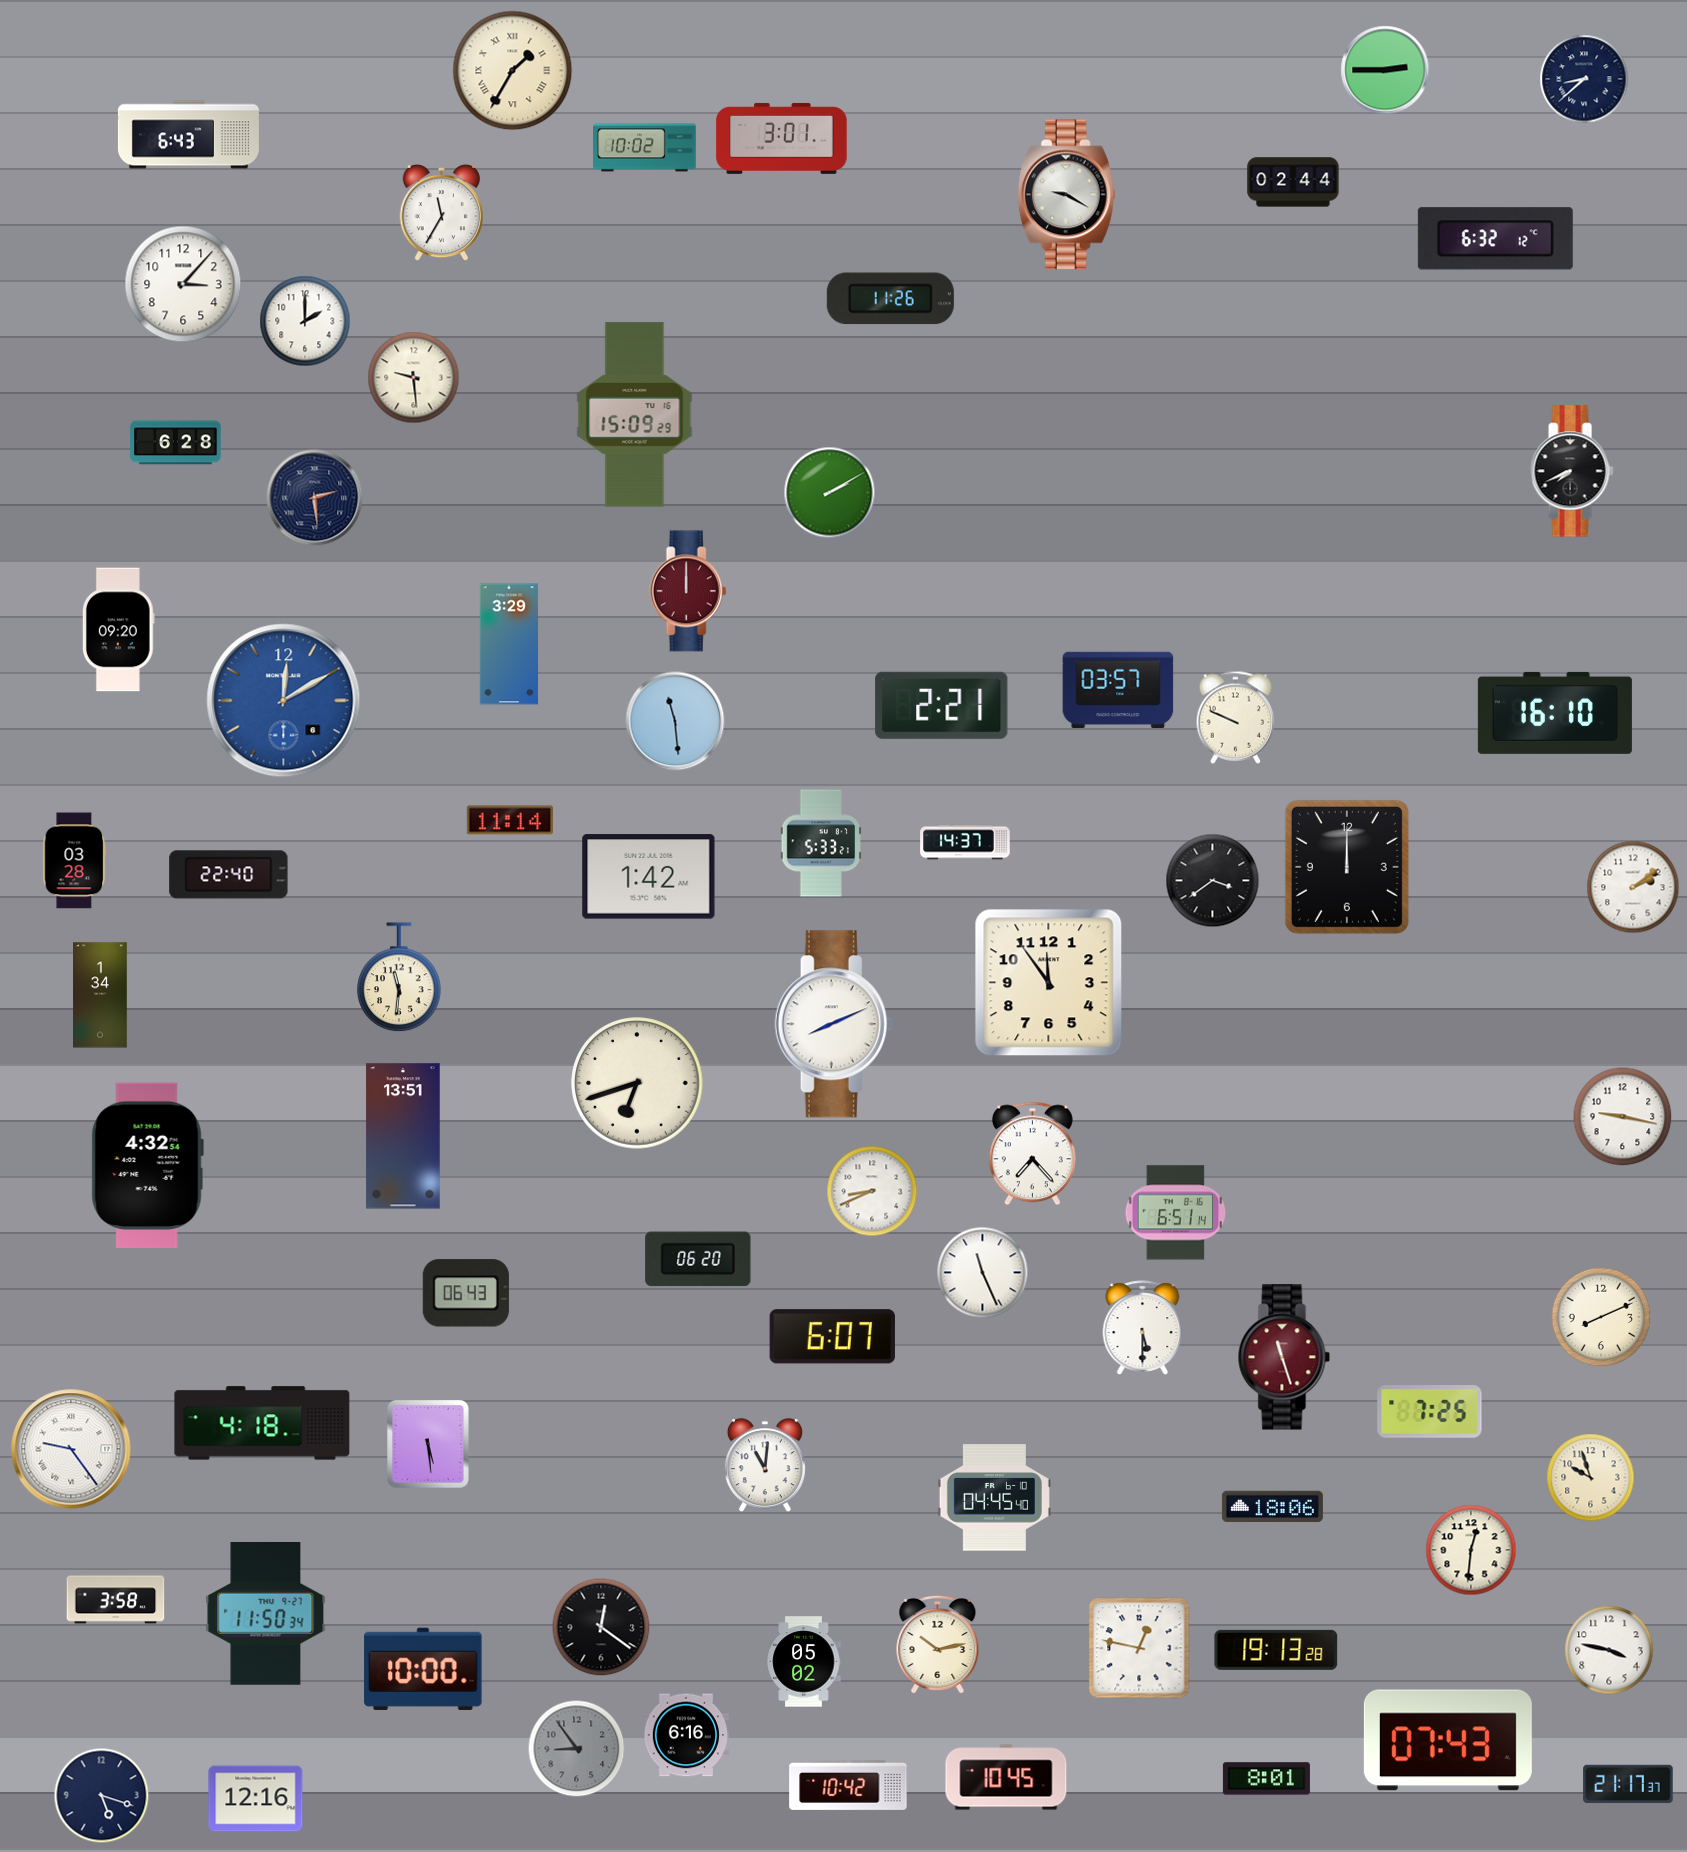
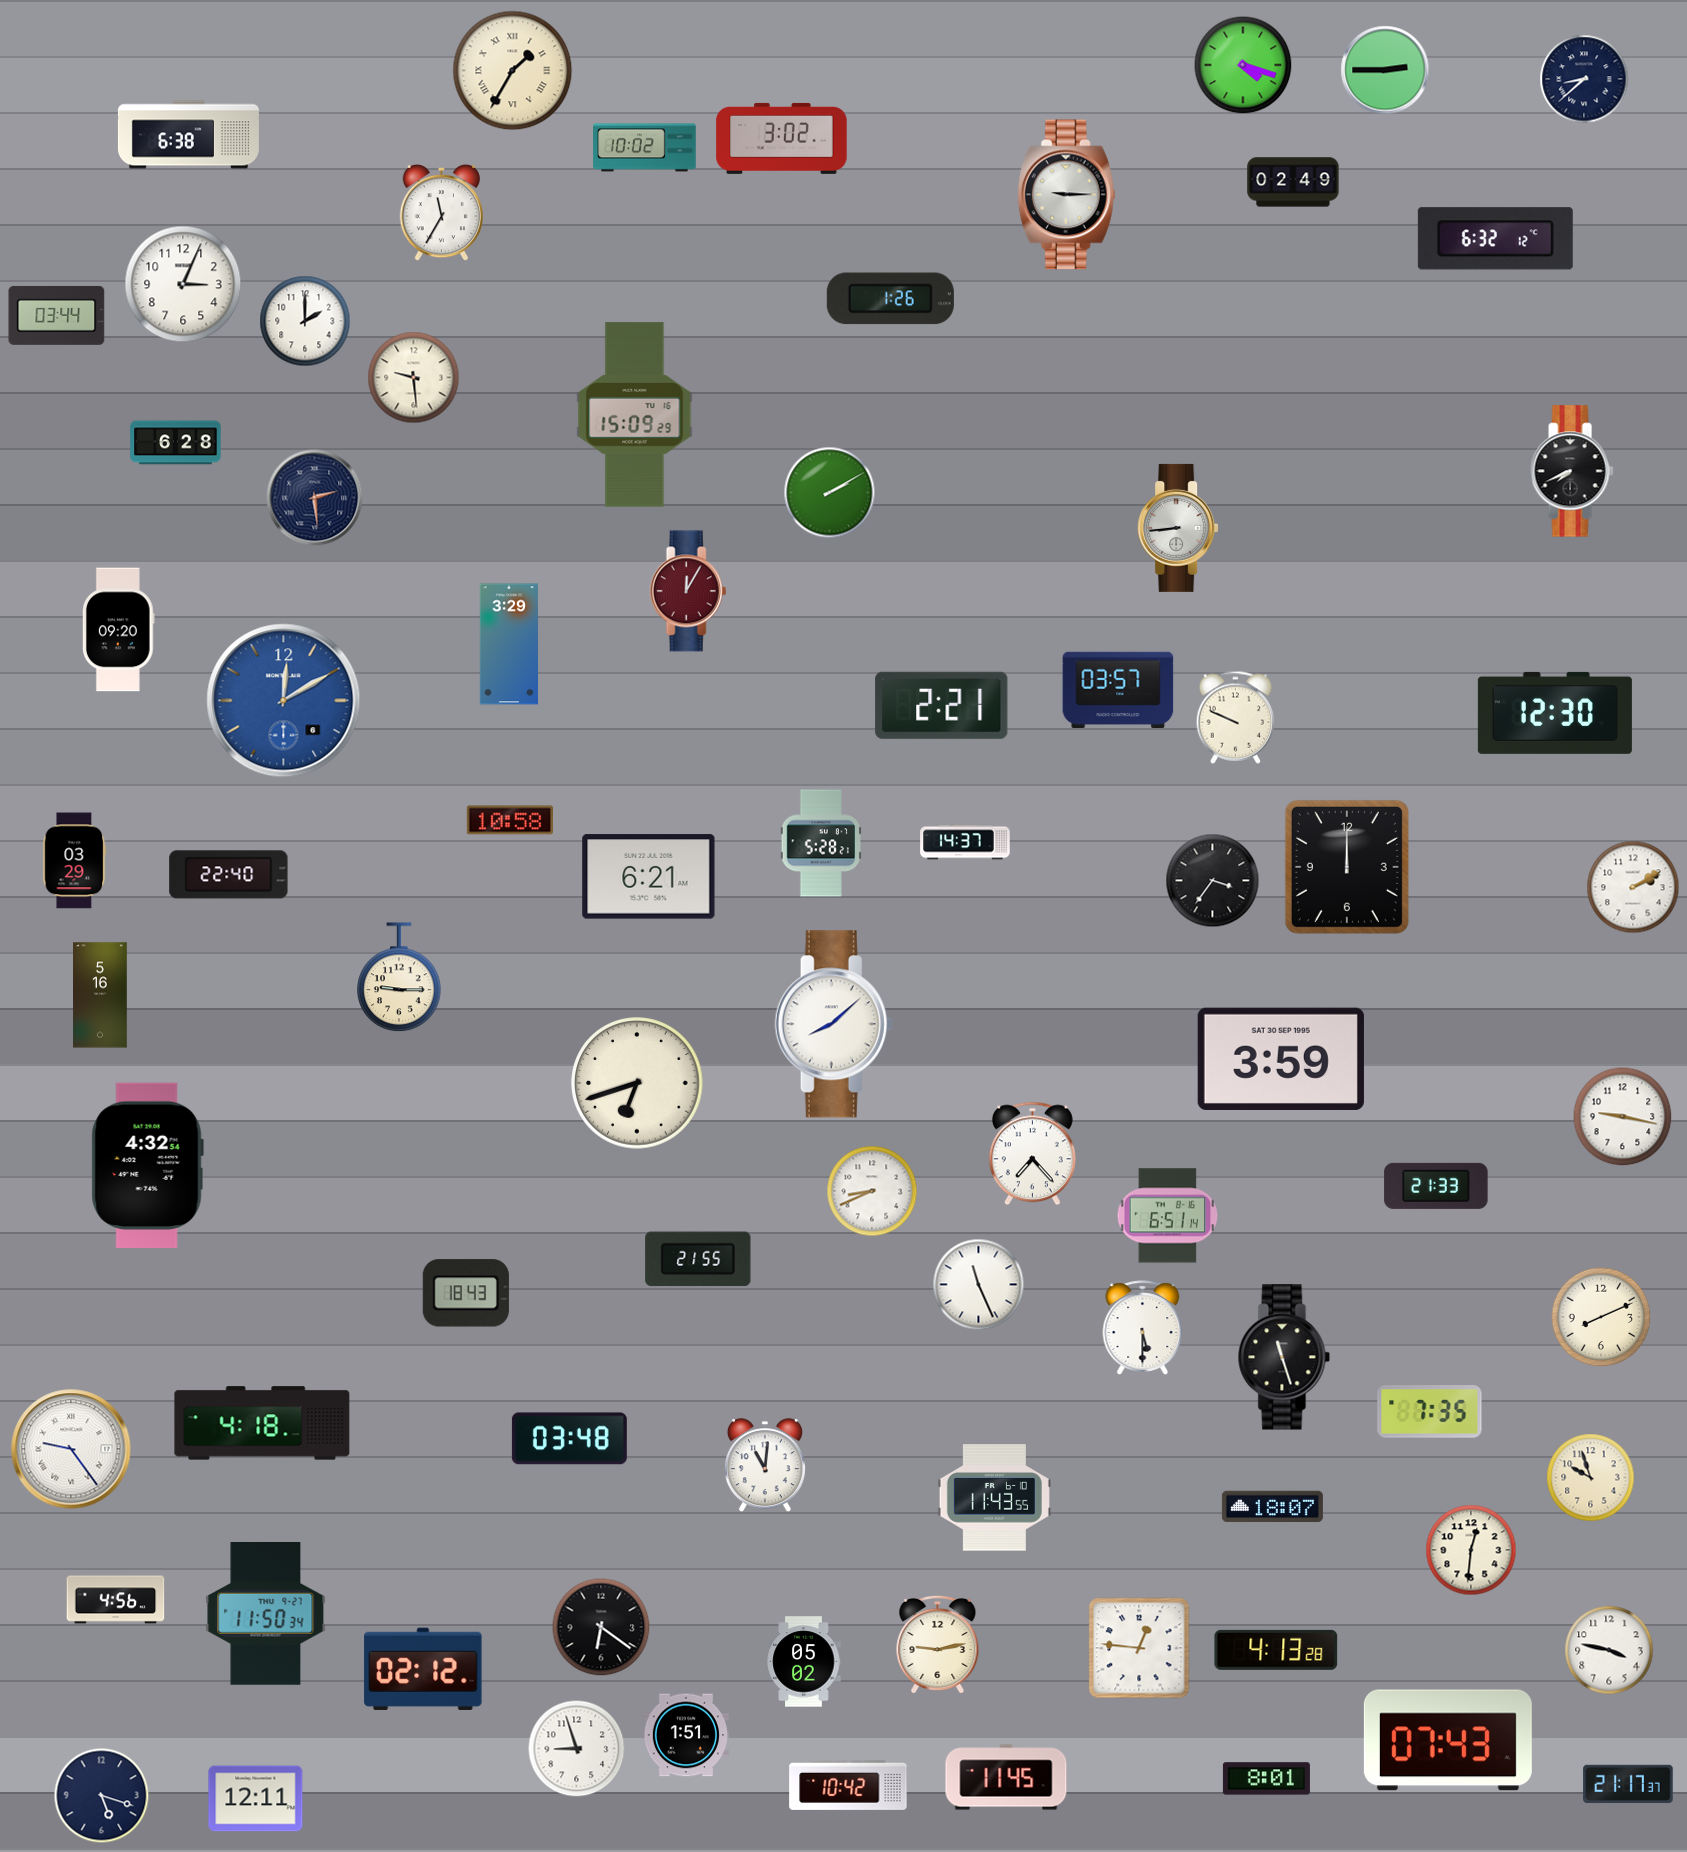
clock at (1243, 65): none -> 4:18
clock at (188, 135): 6:43 -> 6:38
clock at (782, 138): 3:01 -> 3:02
clock at (1293, 182): 02:44 -> 02:49
clock at (1066, 195): 9:20 -> 9:15
clock at (183, 284): 3:07 -> 3:04
clock at (890, 299): 11:26 -> 1:26
clock at (57, 315): none -> 03:44
clock at (1178, 528): none -> 8:44
clock at (688, 591): 12:00 -> 12:05
clock at (1555, 713): 16:10 -> 12:30
clock at (675, 721): 11:29 -> none
clock at (510, 820): 11:14 -> 10:58
clock at (821, 843): 5:33 -> 5:28
clock at (75, 861): 03:28 -> 03:29
clock at (649, 877): 1:42 -> 6:21
clock at (1213, 881): 3:39 -> 3:36
clock at (1633, 887): 2:09 -> 2:10
clock at (399, 978): 11:31 -> 9:15
clock at (1049, 983): 11:54 -> none
clock at (100, 995): 1:34 -> 5:16
clock at (834, 1024): 8:11 -> 8:08
clock at (1281, 1059): none -> 3:59
clock at (403, 1136): 13:51 -> none
clock at (1436, 1186): none -> 21:33
clock at (1176, 1213) position: (1176, 1213) -> (1168, 1216)
clock at (698, 1259): 06:20 -> 21:55
clock at (983, 1273) position: (983, 1273) -> (979, 1285)
clock at (466, 1293): 06:43 -> 18:43
clock at (832, 1337): 6:07 -> none
clock at (1284, 1357) dial: burgundy -> black
clock at (1430, 1412): 7:25 -> 7:35
clock at (569, 1439): none -> 03:48
clock at (428, 1444): 5:29 -> none
clock at (994, 1498): 04:45 -> 11:43
clock at (1272, 1507): 18:06 -> 18:07
clock at (116, 1600): 3:58 -> 4:56
clock at (601, 1627): 12:21 -> 6:21
clock at (938, 1645): 10:13 -> 9:13
clock at (1139, 1648): 12:47 -> 12:46
clock at (1276, 1650): 19:13 -> 4:13
clock at (423, 1669): 10:00 -> 02:12
clock at (686, 1735): 6:16 -> 1:51
clock at (577, 1749): 8:54 -> 8:57
clock at (577, 1749) dial: grey -> white
clock at (1006, 1777): 10:45 -> 11:45
clock at (256, 1799): 12:16 -> 12:11
